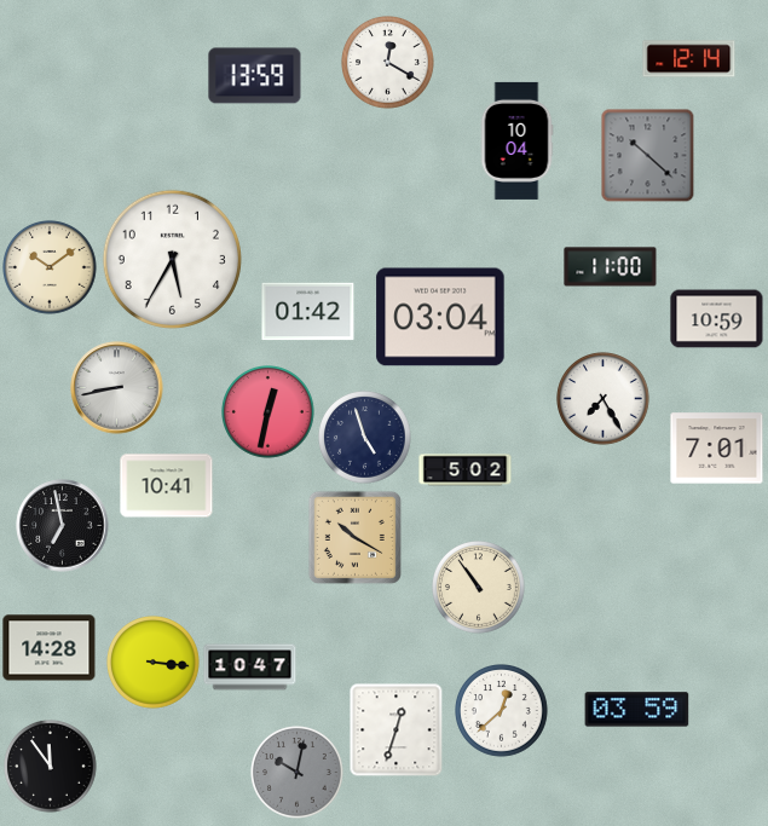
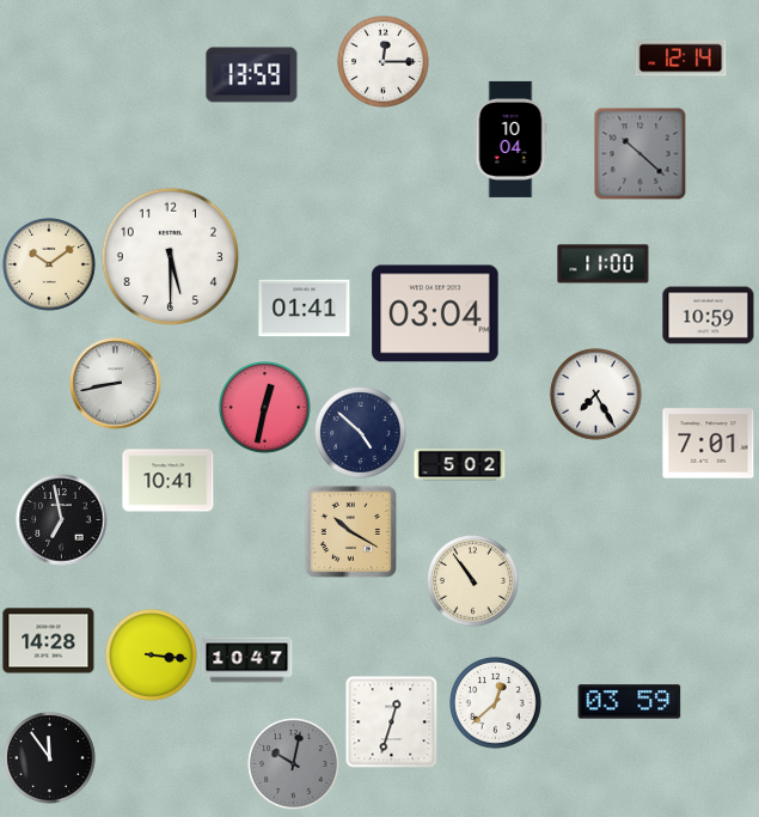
clock at (388, 63): 12:20 -> 12:15
clock at (172, 259): 5:35 -> 5:30
clock at (308, 312): 01:42 -> 01:41
clock at (365, 438): 4:57 -> 4:52
clock at (167, 486) position: (167, 486) -> (169, 481)
